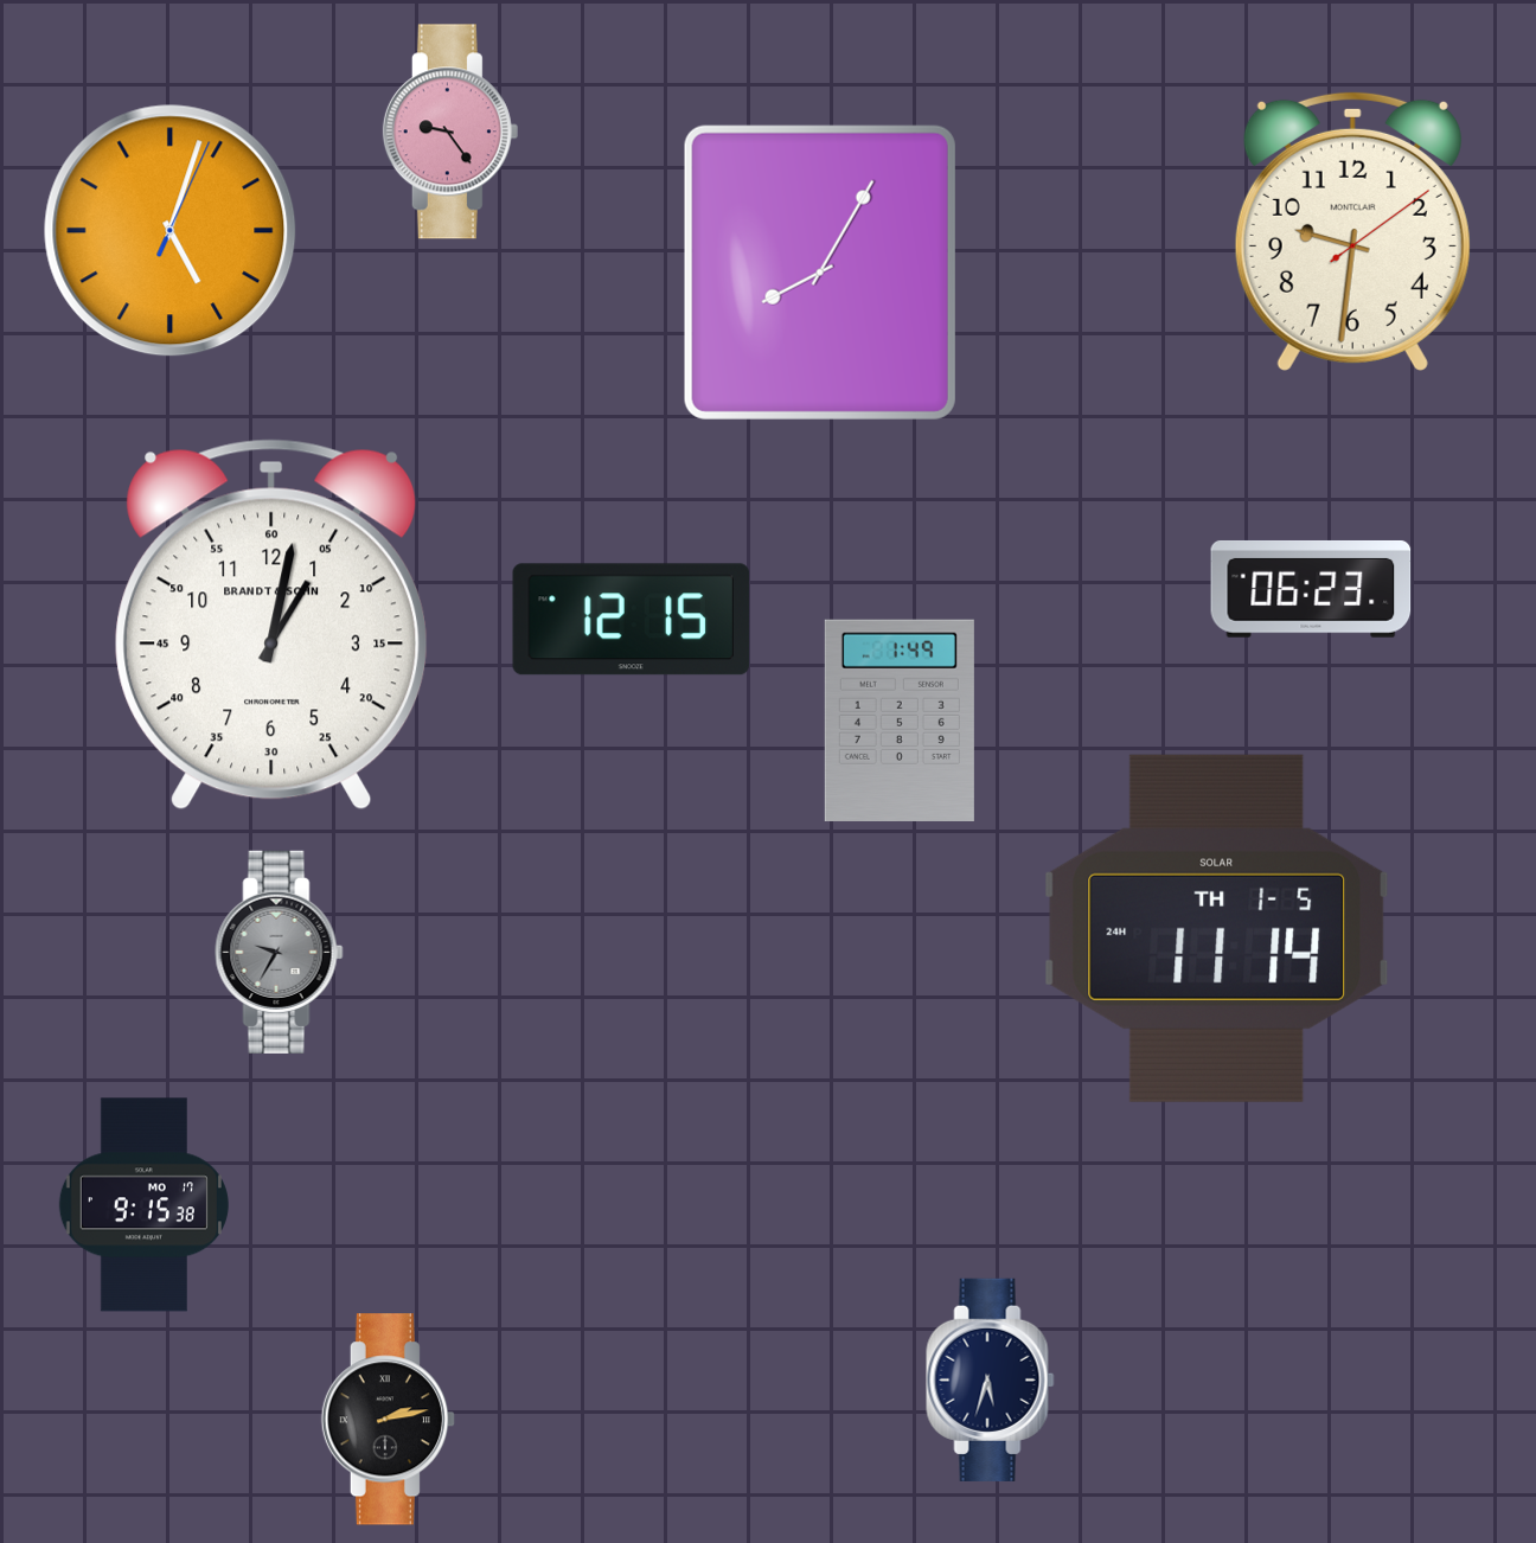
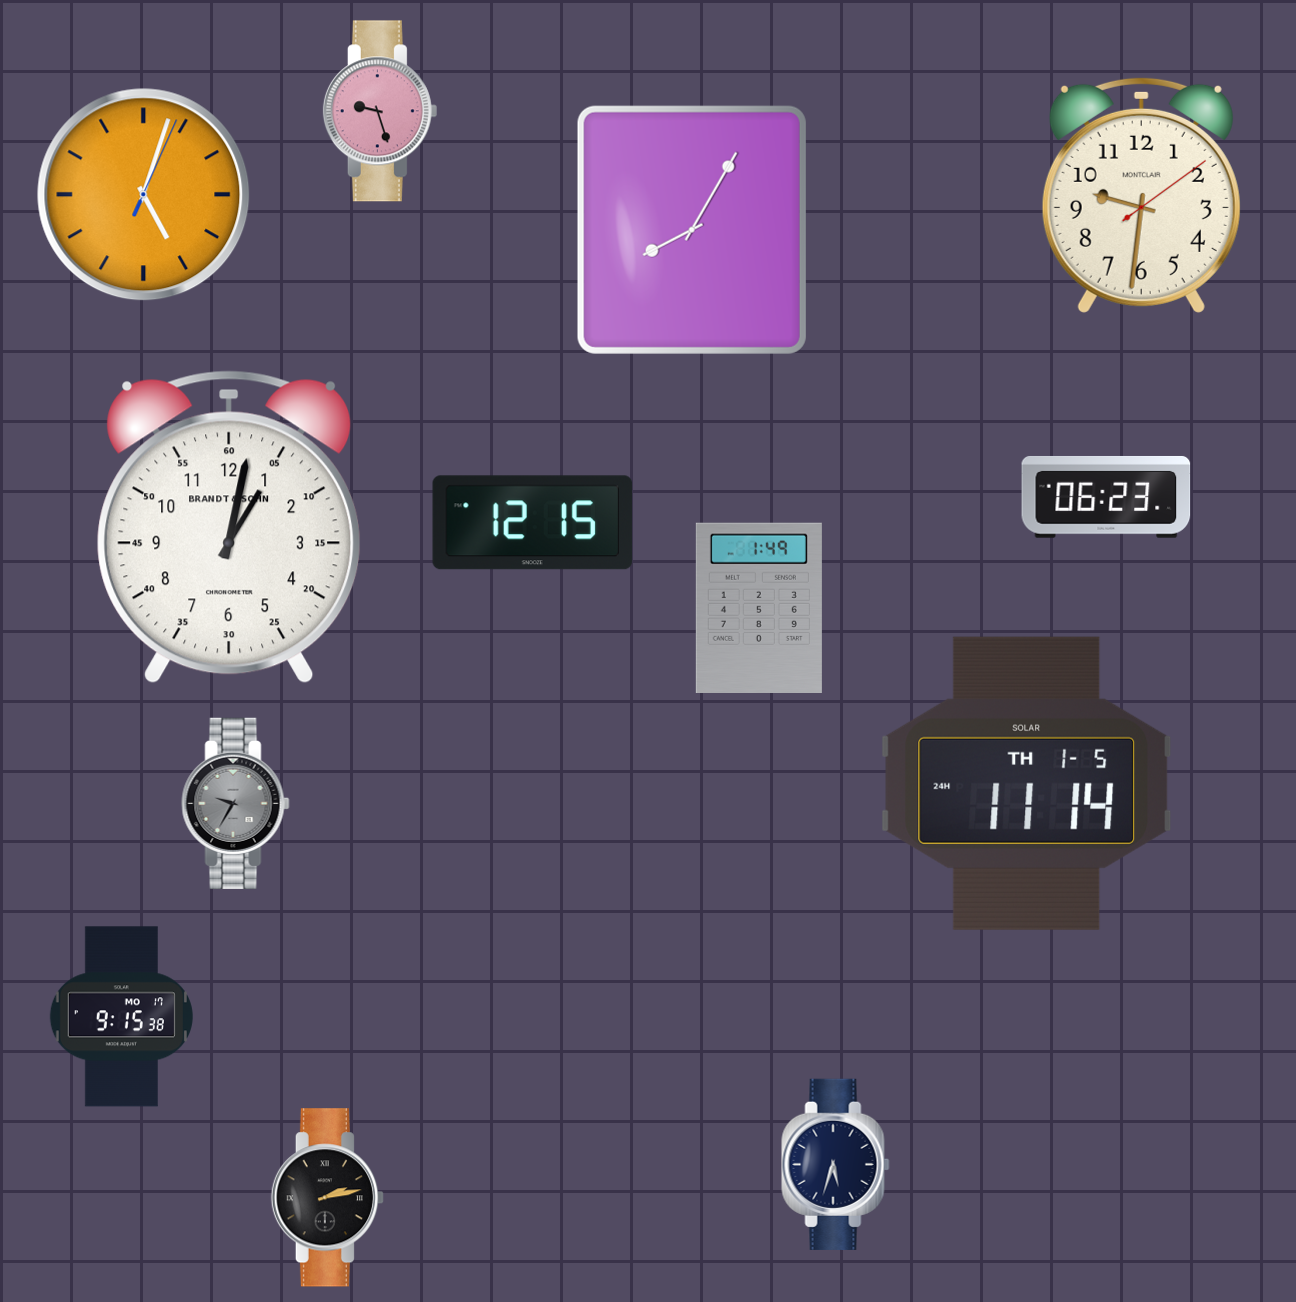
clock at (450, 132): 9:24 -> 9:27
